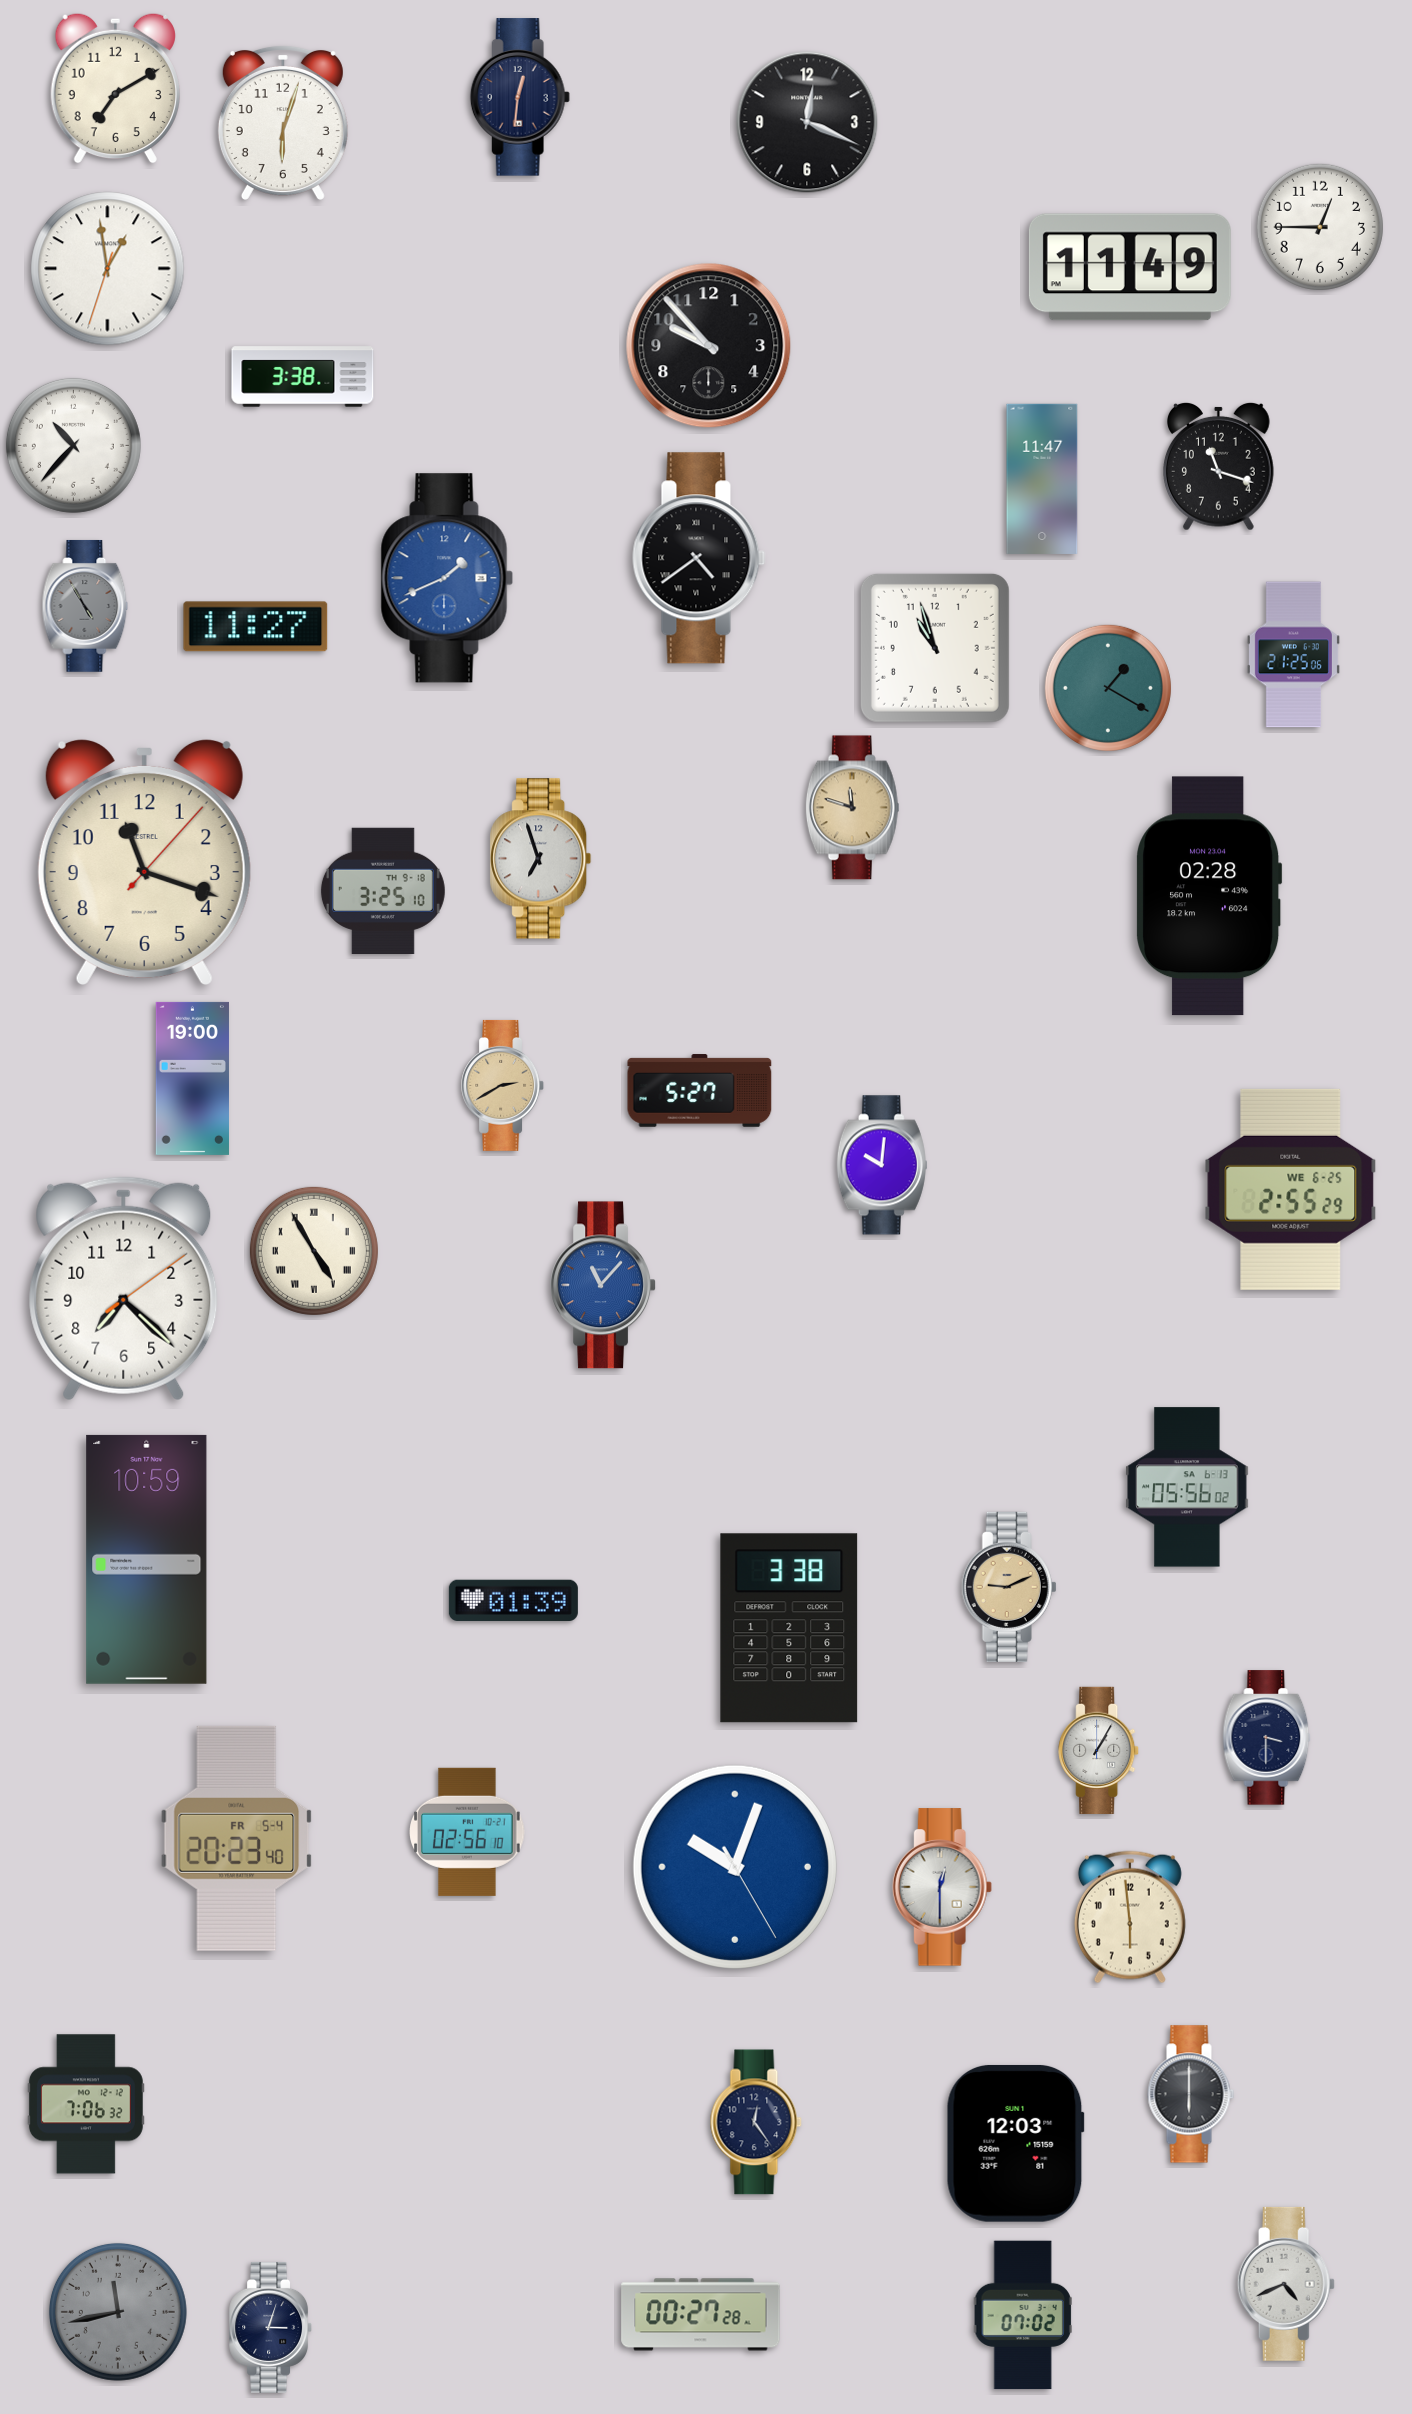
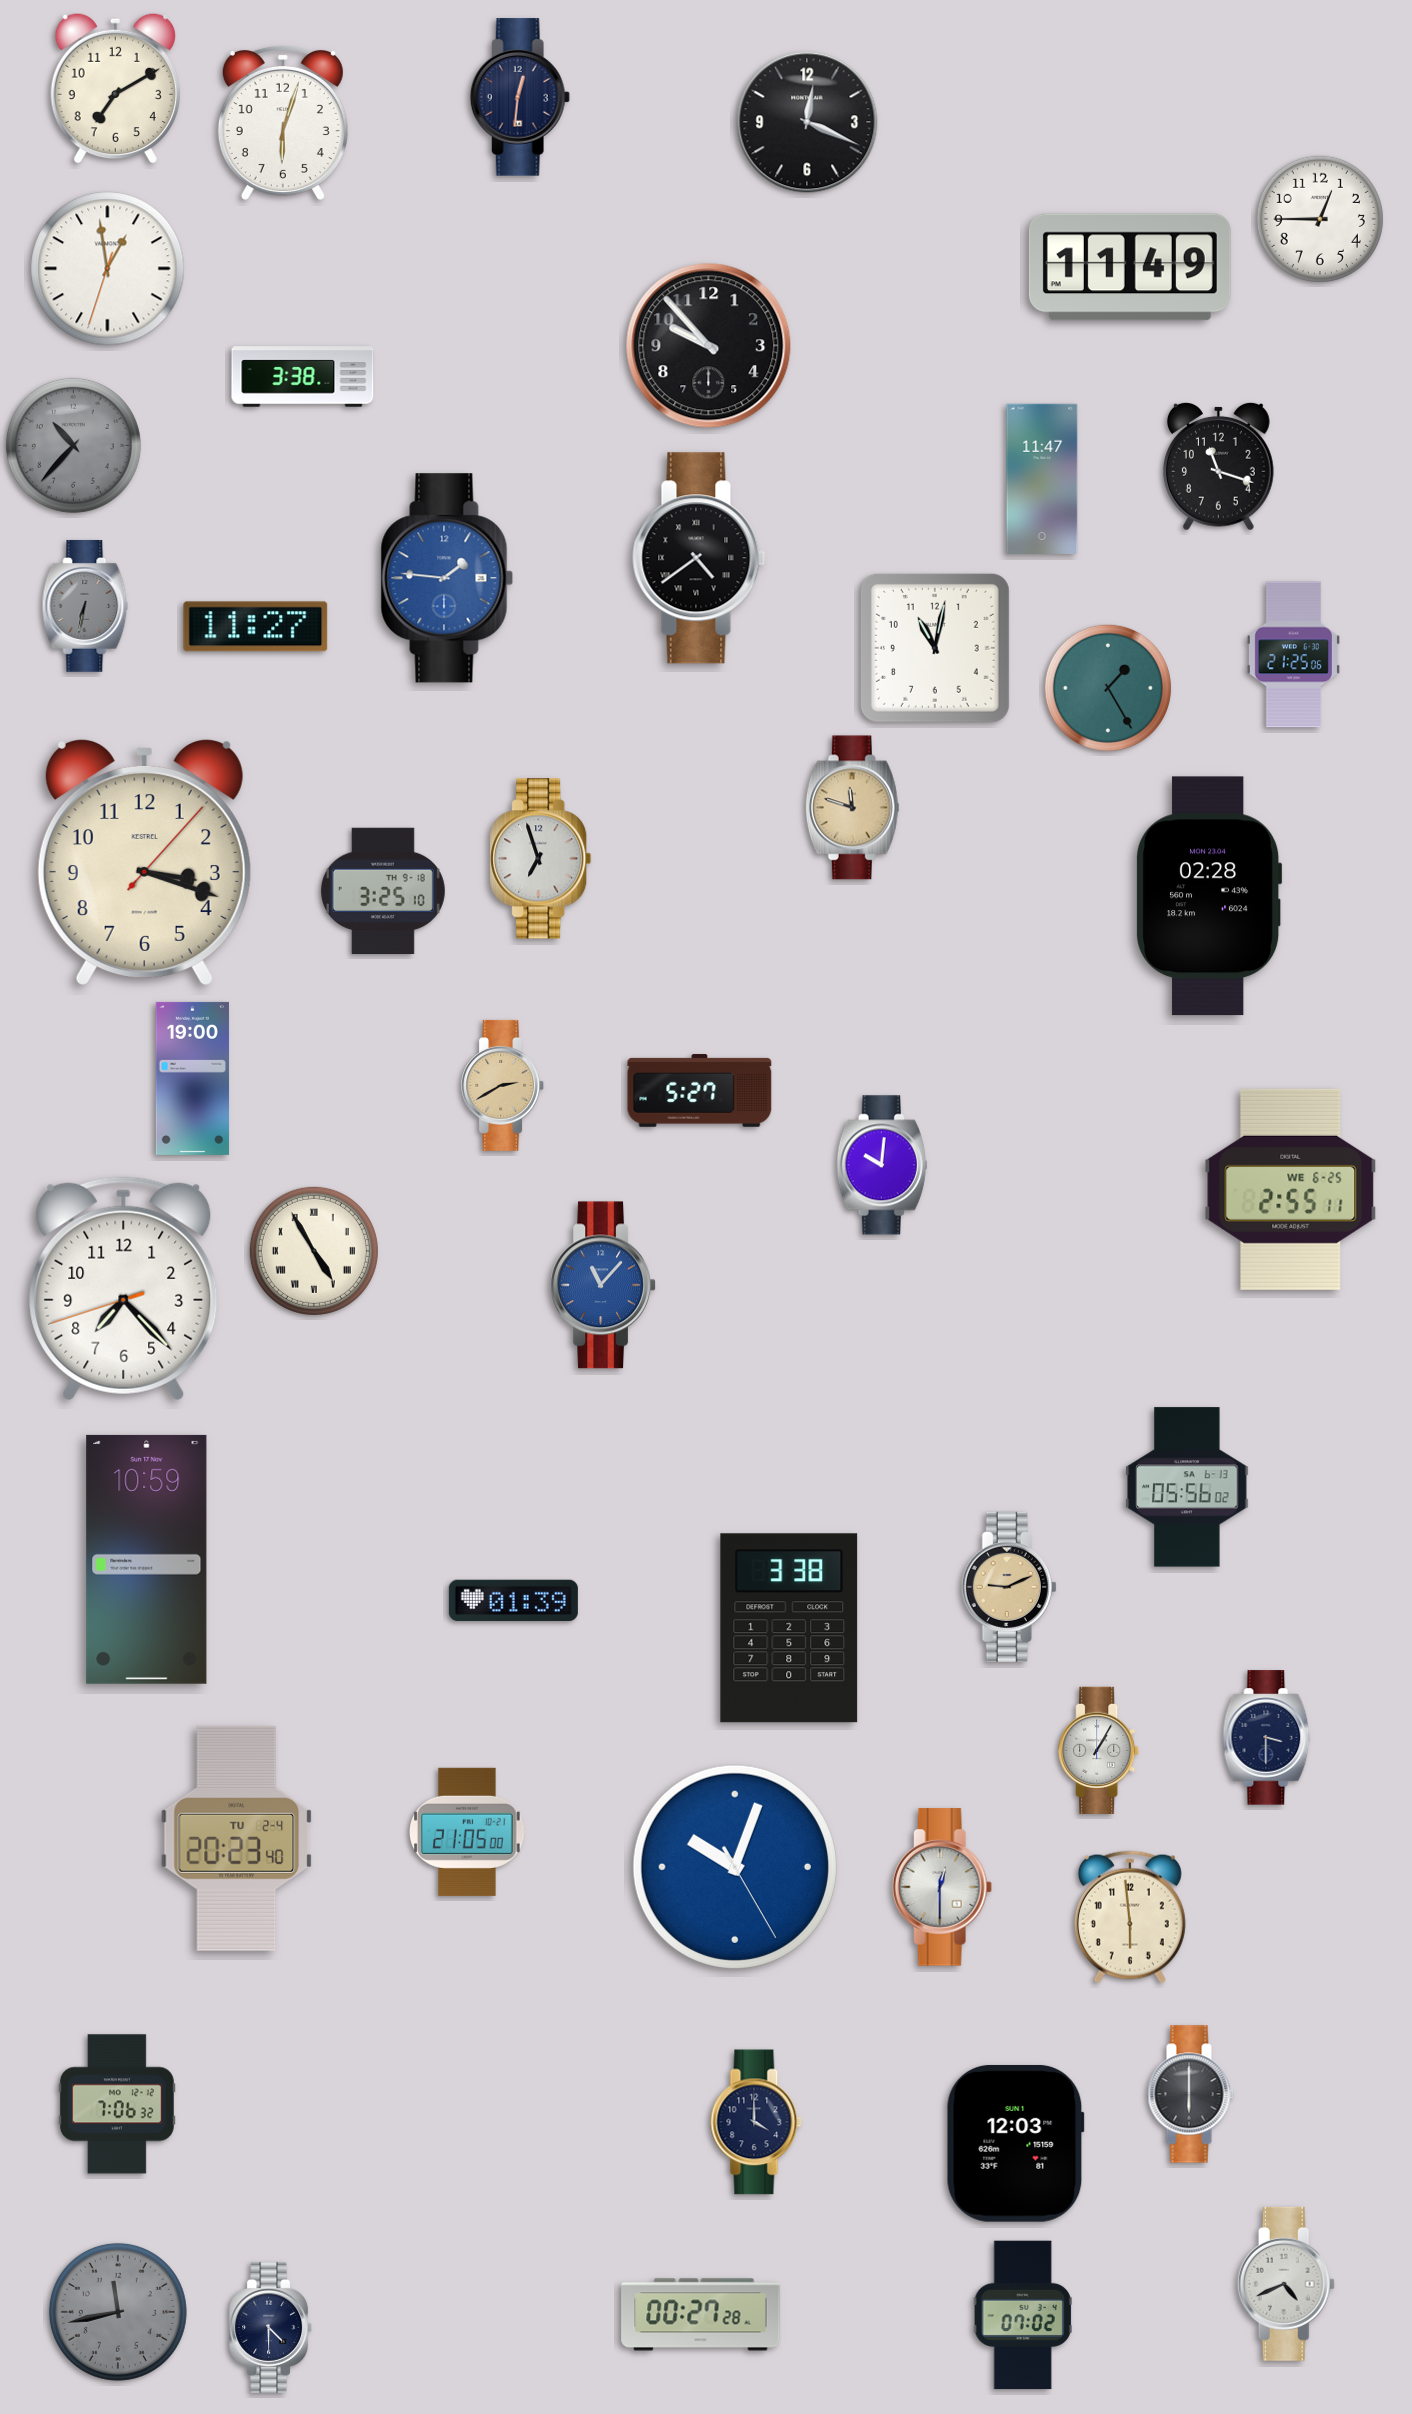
clock at (1320, 227) position: (1320, 227) -> (1320, 219)
clock at (73, 445) dial: white -> grey
clock at (447, 578): 1:41 -> 1:46
clock at (85, 606): 4:55 -> 6:32
clock at (935, 648): 10:57 -> 11:02
clock at (1108, 688): 1:20 -> 1:25
clock at (144, 862): 11:18 -> 3:18
clock at (1291, 1189): 2:55:29 -> 2:55:11
clock at (124, 1289): 7:22:09 -> 7:22:42
clock at (467, 1832): 02:56 -> 21:05
clock at (237, 1838) date: FR 5-4 -> TU 2-4
clock at (86, 2104) position: (86, 2104) -> (117, 2104)
clock at (756, 2122): 12:24 -> 4:00
clock at (271, 2327): 3:03 -> 4:30
